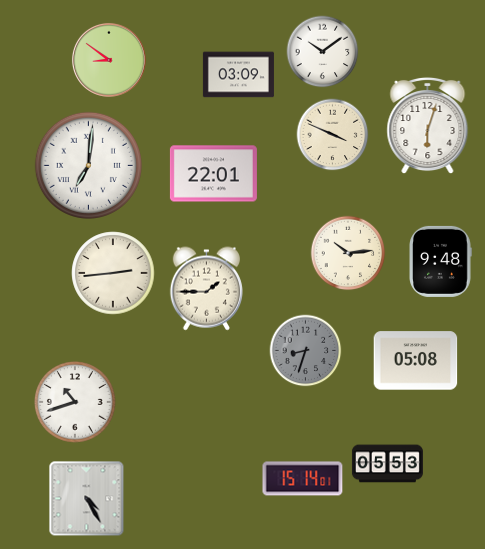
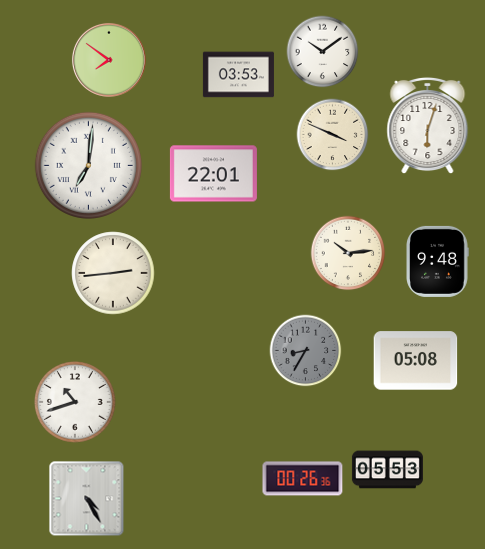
clock at (109, 60): 8:51 -> 7:51
clock at (238, 75): 03:09 -> 03:53
clock at (440, 261) position: (440, 261) -> (437, 261)
clock at (206, 289): 1:45 -> none
clock at (306, 351): 8:33 -> 8:35
clock at (387, 464) position: (387, 464) -> (387, 470)
clock at (303, 479): 15:14 -> 00:26
